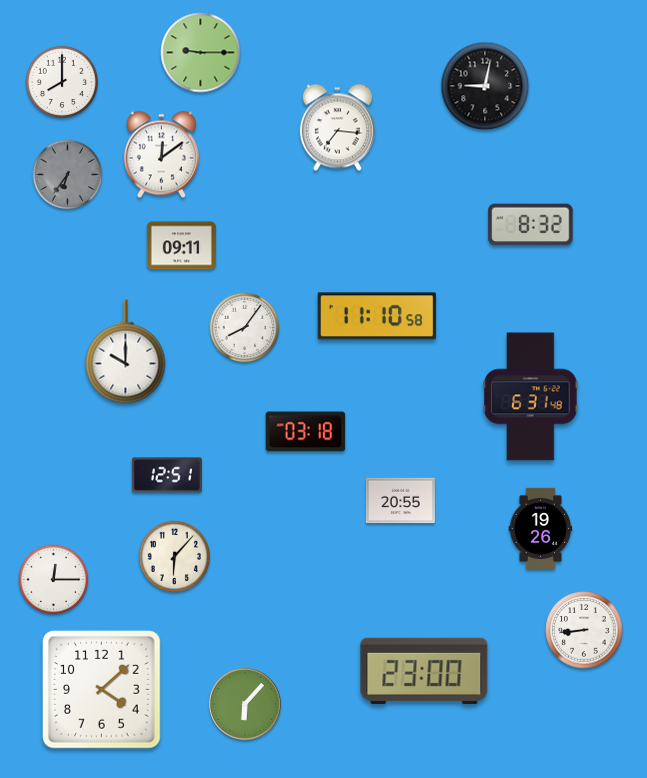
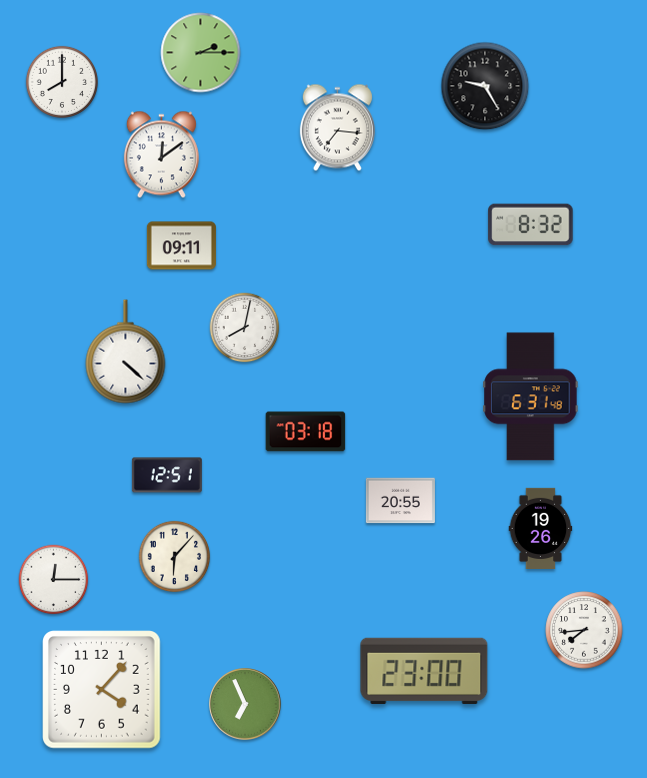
clock at (201, 53): 9:15 -> 2:15
clock at (485, 86): 9:02 -> 9:25
clock at (68, 175): 6:36 -> none
clock at (377, 316): 11:10 -> none
clock at (245, 328): 8:06 -> 8:02
clock at (126, 352): 10:00 -> 4:22
clock at (584, 630): 8:44 -> 7:44
clock at (102, 690): 4:08 -> 4:07
clock at (245, 704): 6:07 -> 6:56
